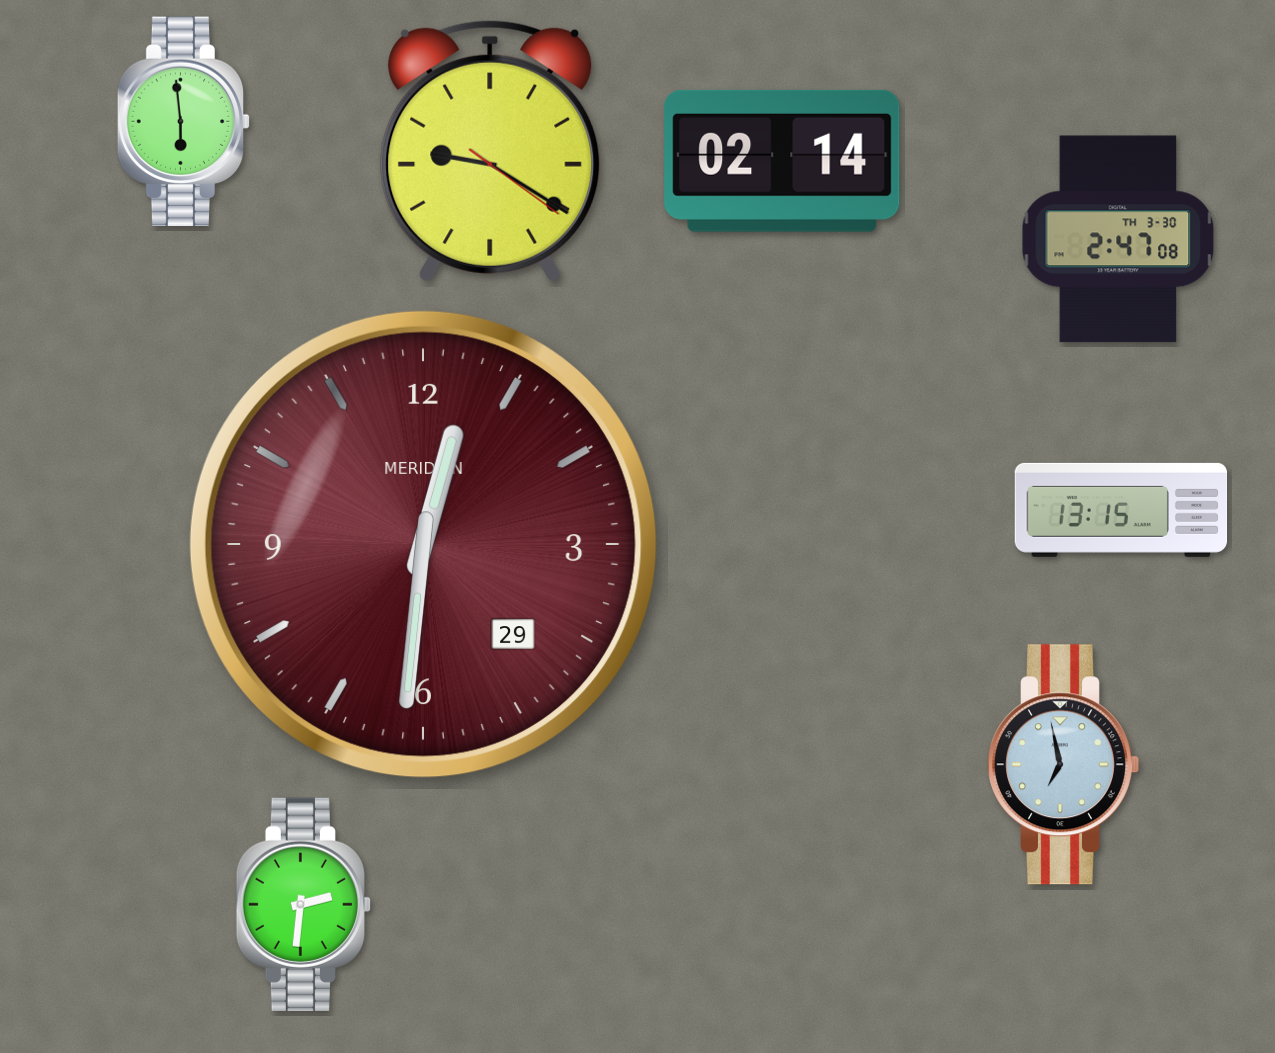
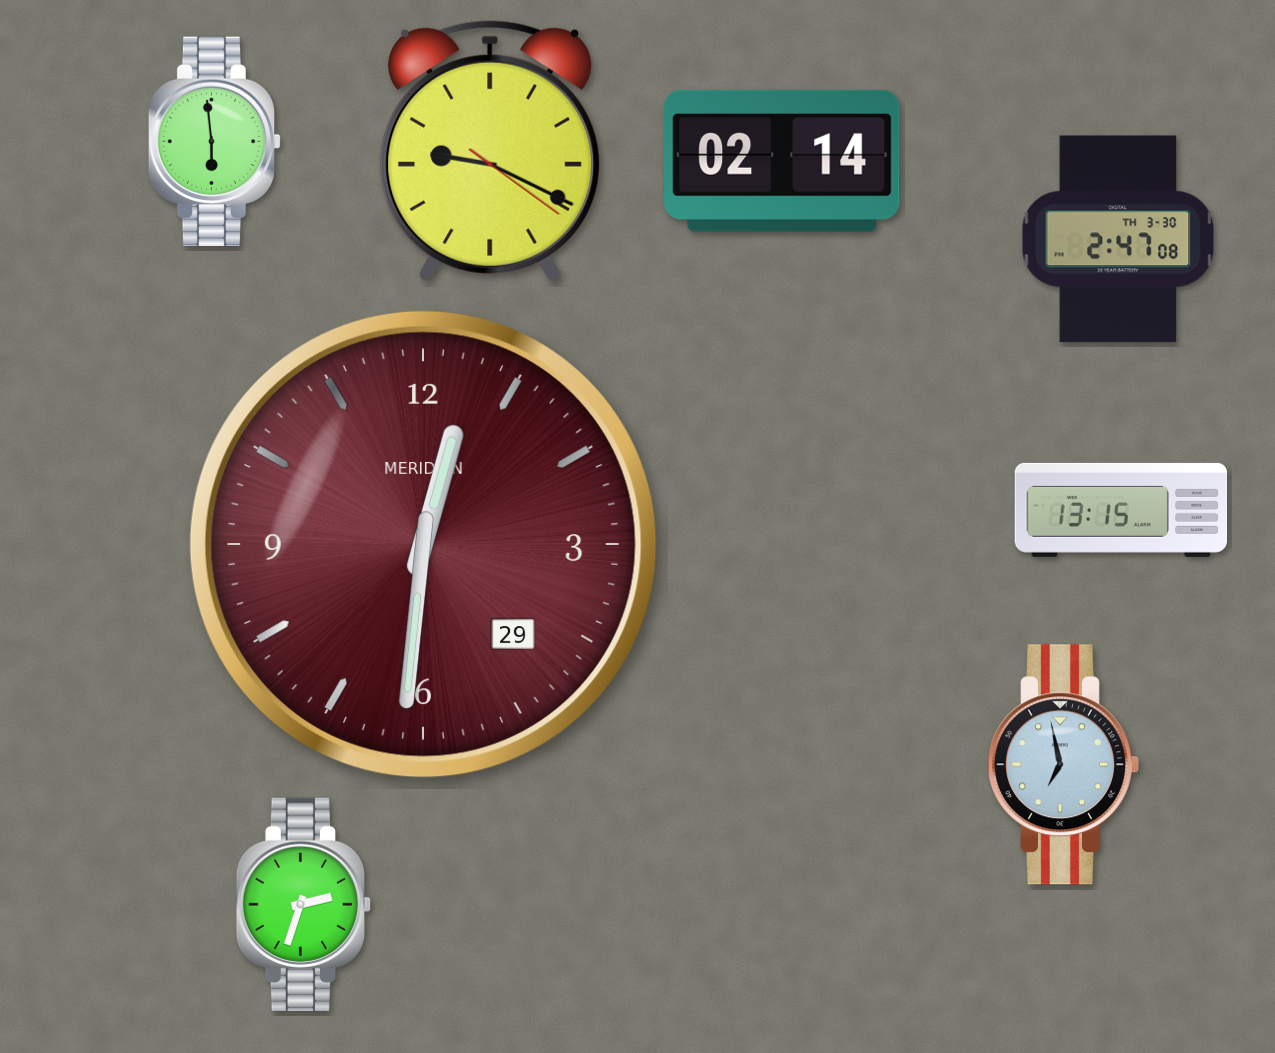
clock at (184, 122) position: (184, 122) -> (215, 142)
clock at (490, 151): 9:20 -> 9:19
clock at (303, 904): 2:31 -> 2:33
